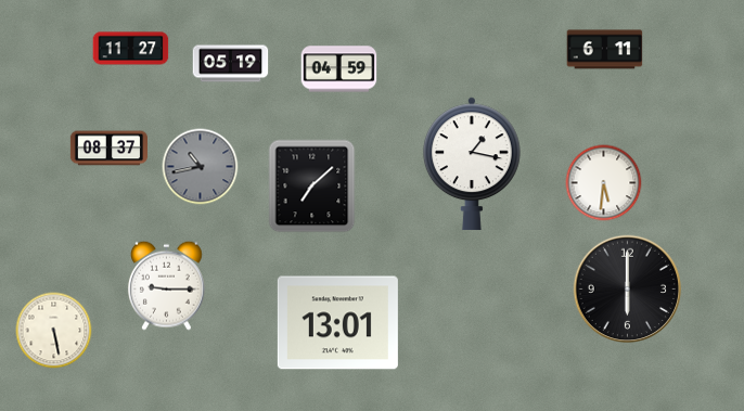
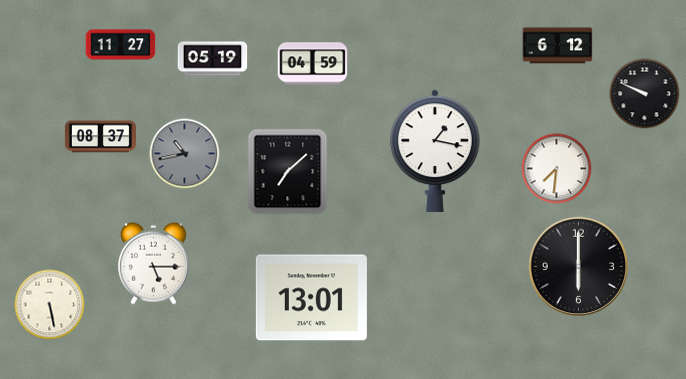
clock at (605, 50): 6:11 -> 6:12
clock at (645, 94): none -> 9:49
clock at (604, 183): 5:31 -> 7:31
clock at (166, 285): 9:15 -> 5:15
